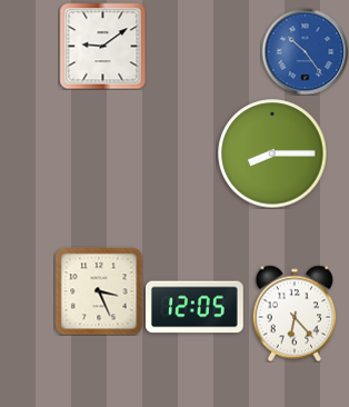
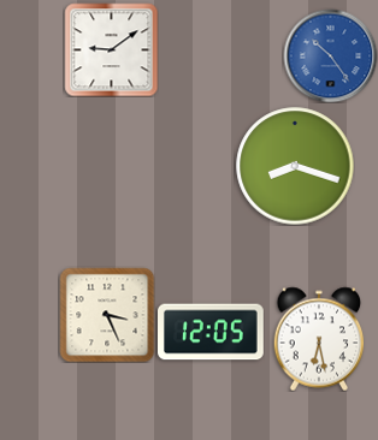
clock at (272, 153): 8:15 -> 8:18
clock at (295, 314): 6:23 -> 6:28
